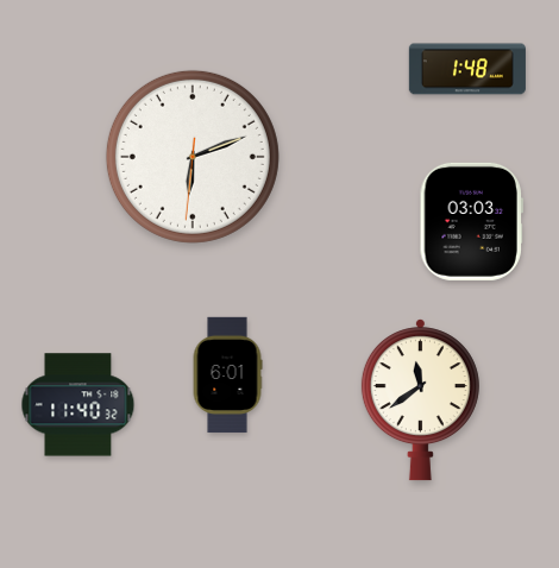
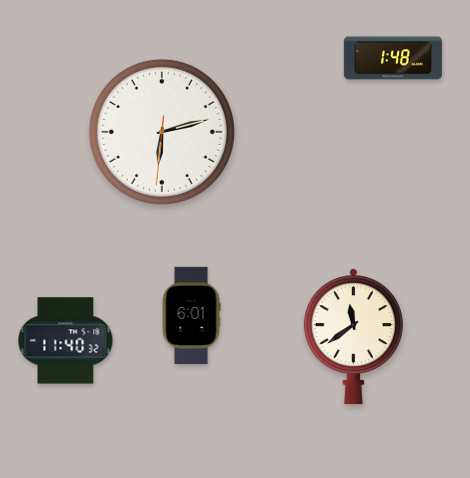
clock at (193, 157): 6:11 -> 6:12
clock at (471, 221): 03:03 -> none
